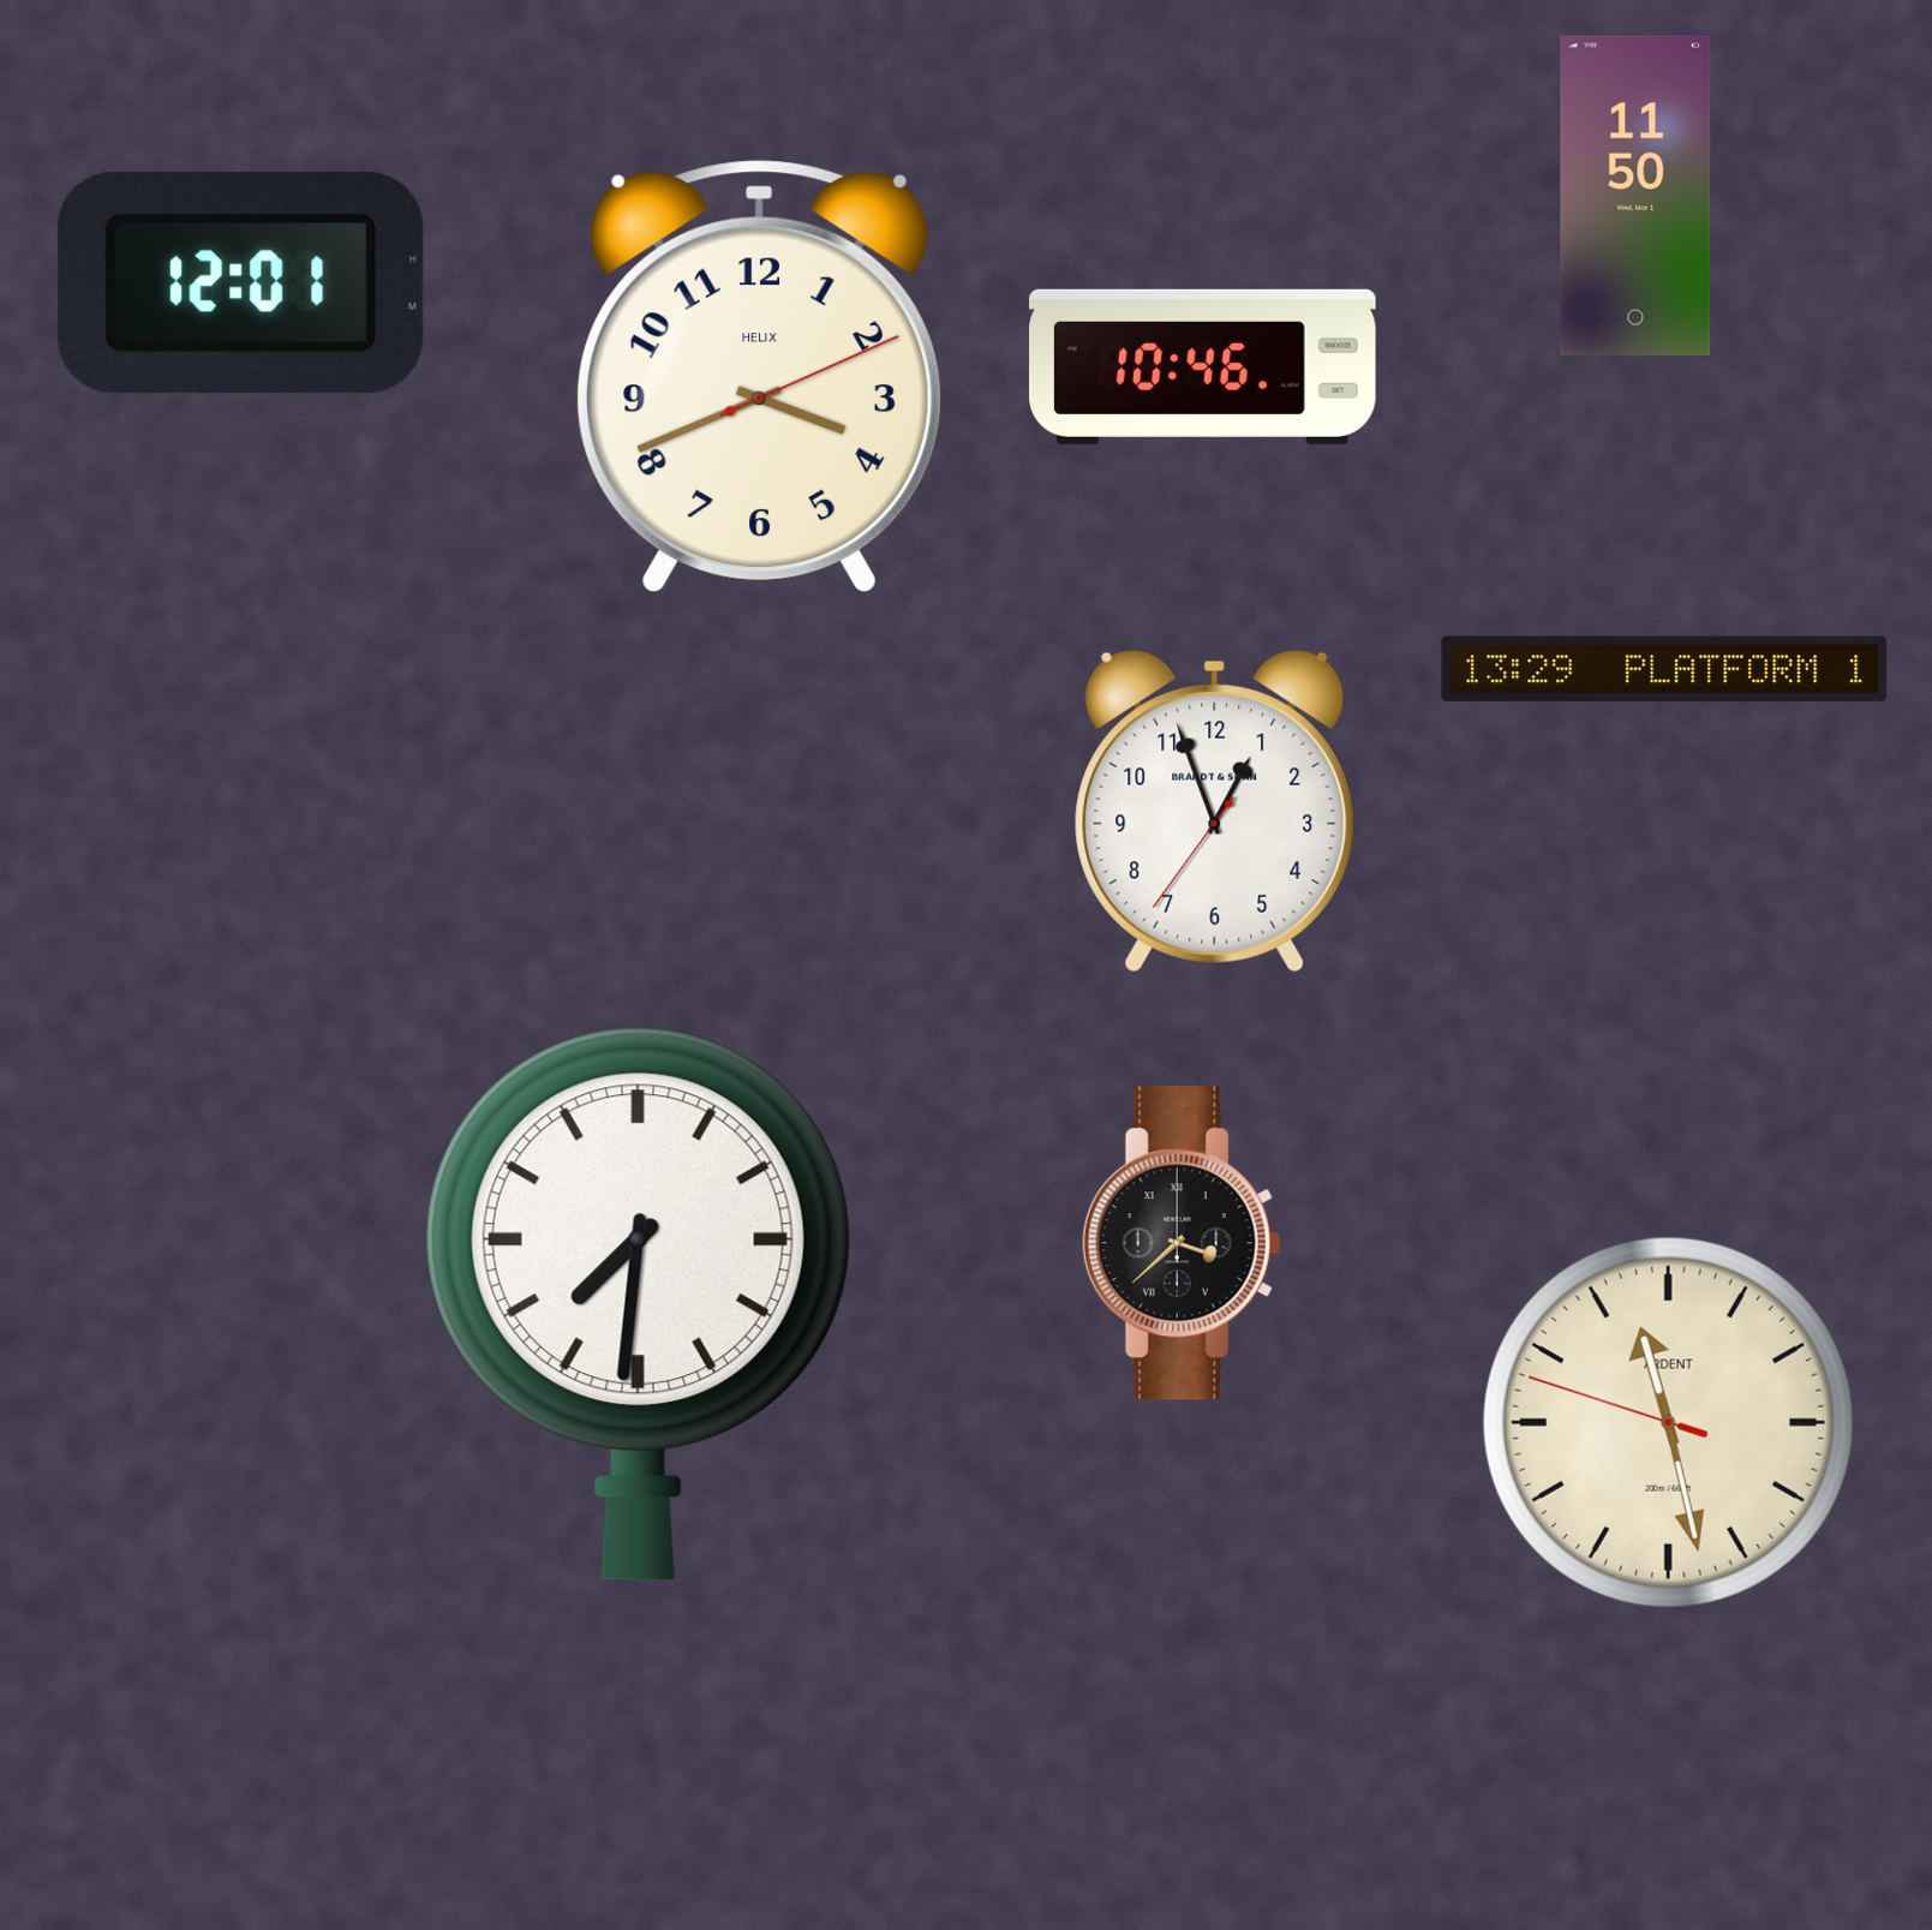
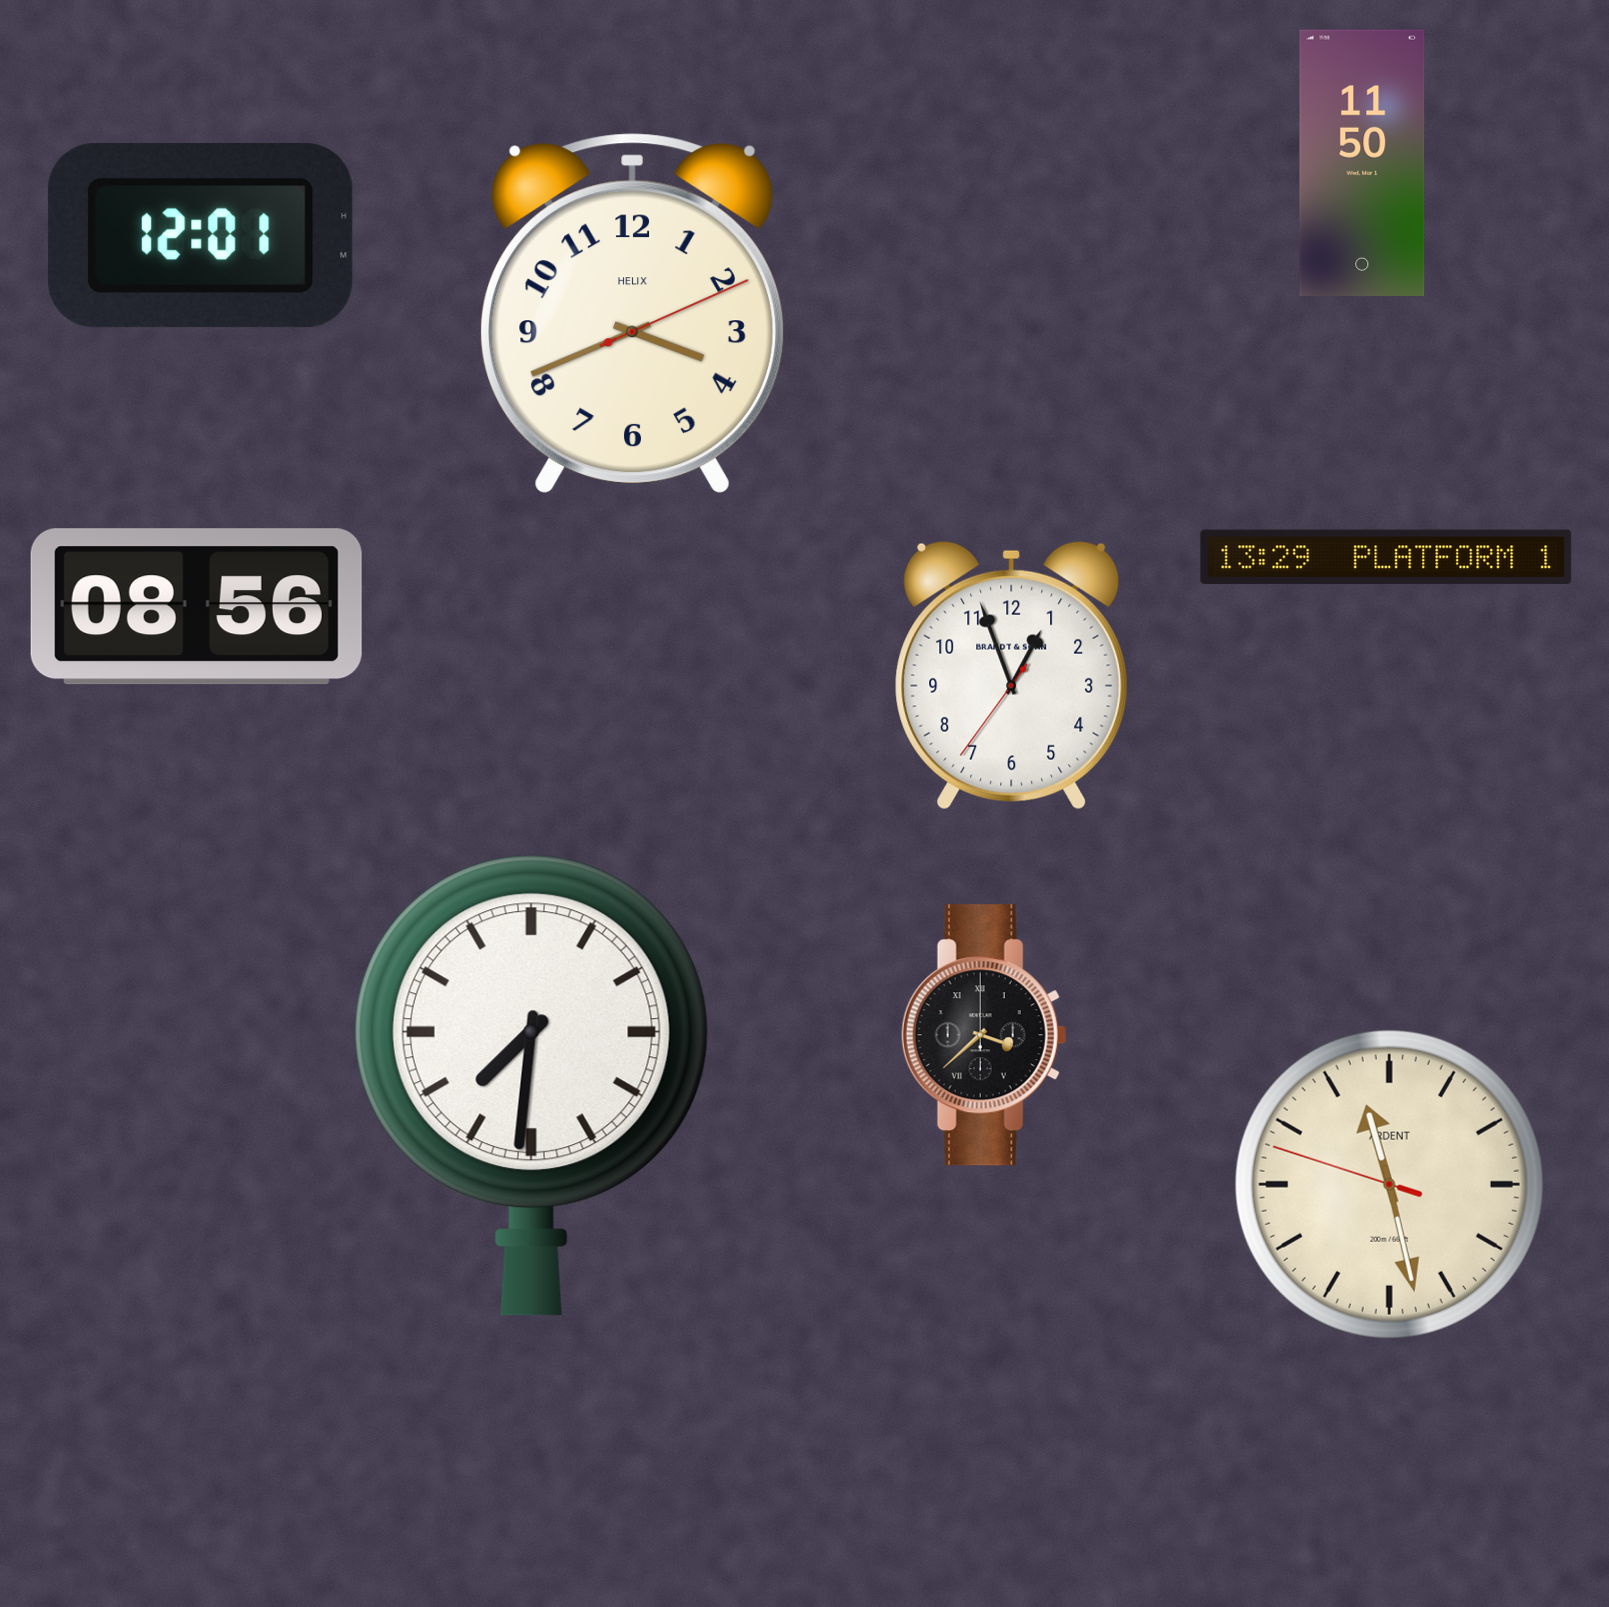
clock at (1203, 366): 10:46 -> none
clock at (196, 607): none -> 08:56
